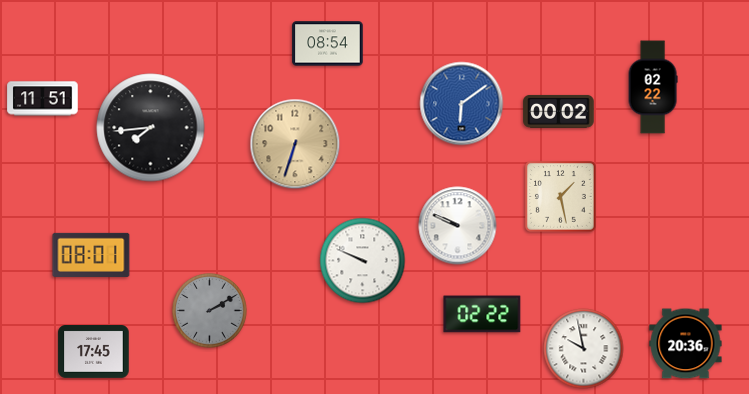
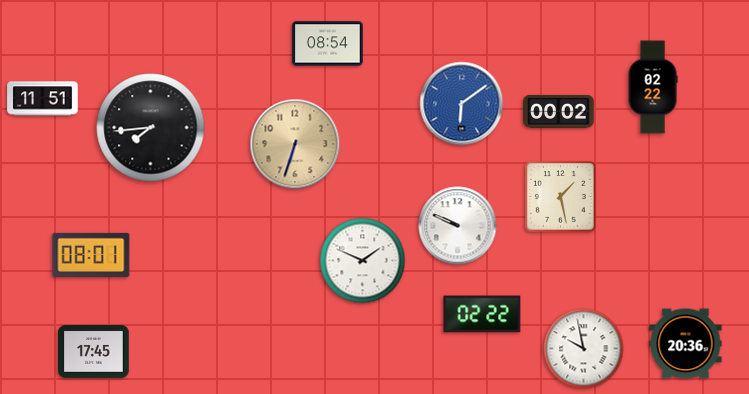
clock at (363, 261): 9:49 -> 1:49
clock at (210, 311): 2:10 -> none
